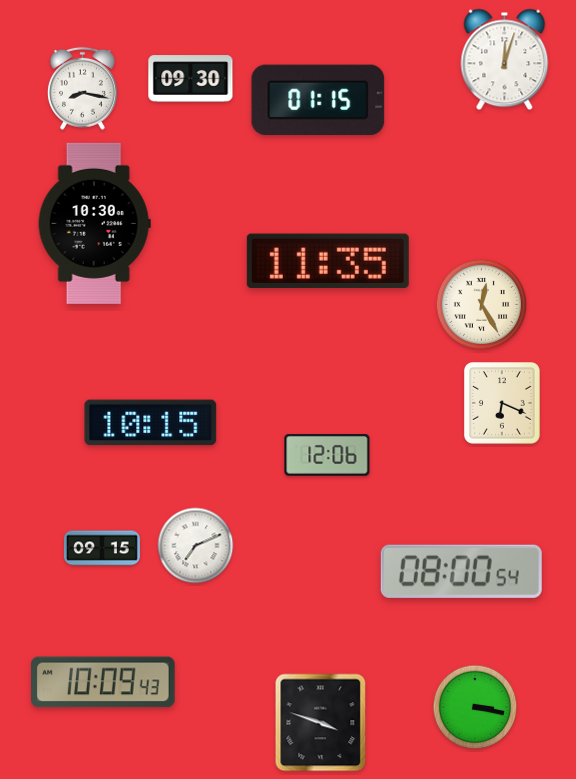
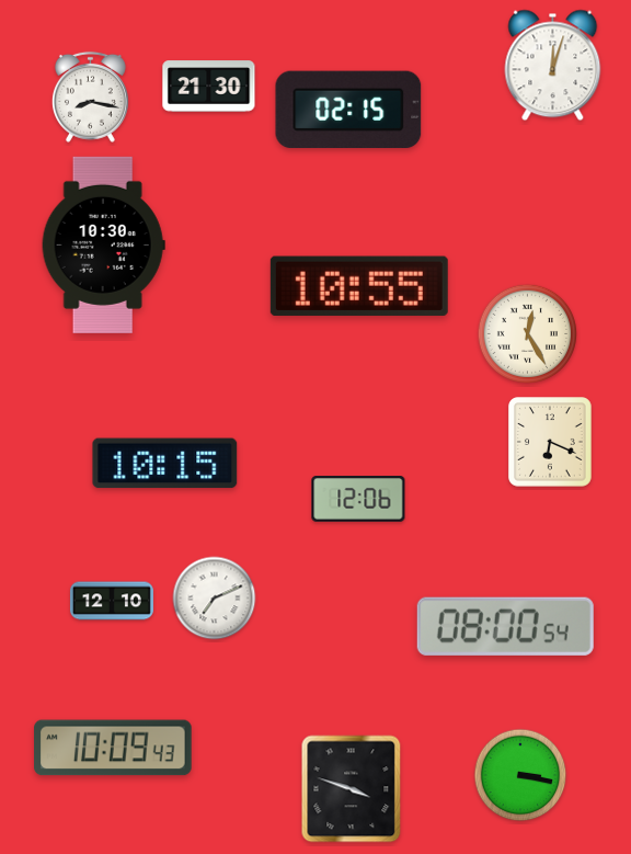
clock at (191, 79): 09:30 -> 21:30
clock at (318, 100): 01:15 -> 02:15
clock at (328, 260): 11:35 -> 10:55
clock at (102, 548): 09:15 -> 12:10
clock at (321, 723) position: (321, 723) -> (352, 789)
